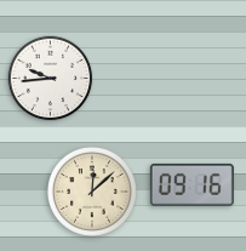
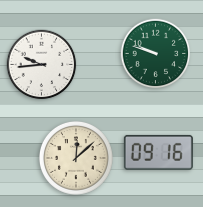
clock at (156, 54): none -> 9:48
